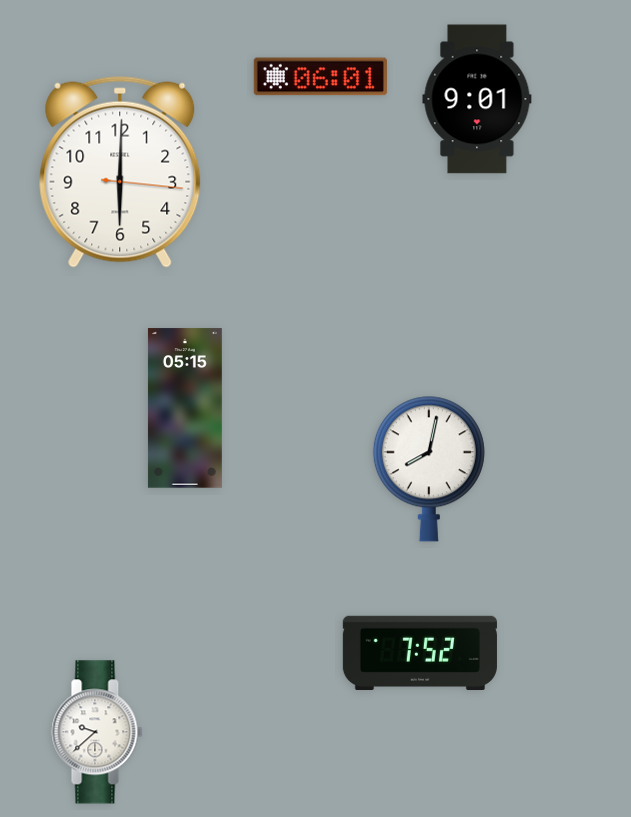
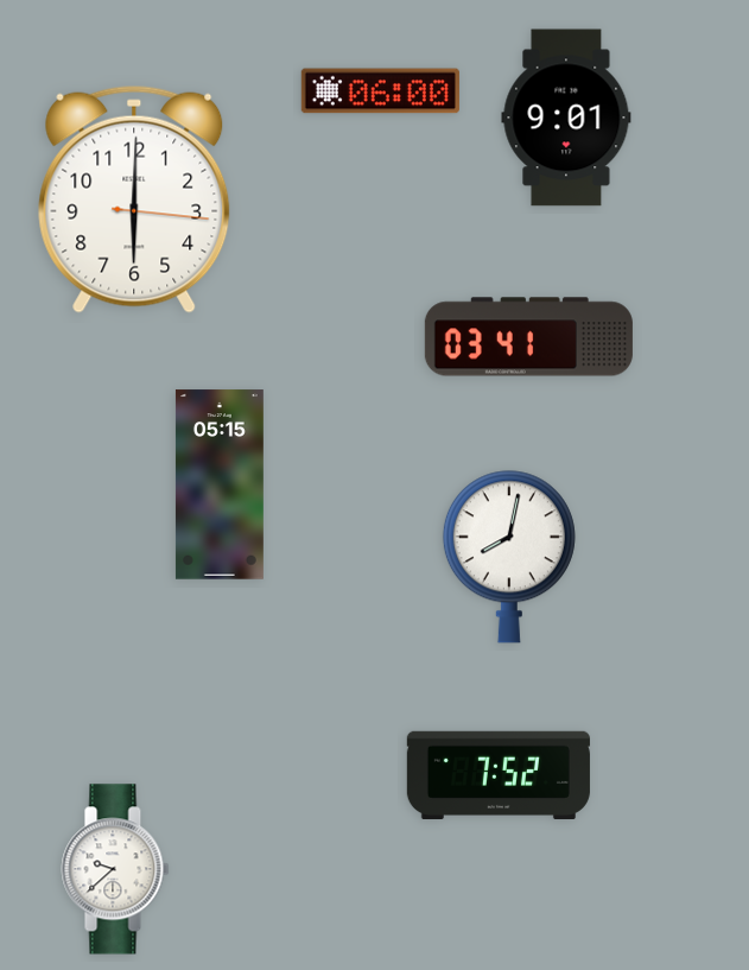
clock at (320, 77): 06:01 -> 06:00
clock at (120, 172) position: (120, 172) -> (134, 199)
clock at (528, 337): none -> 03:41
